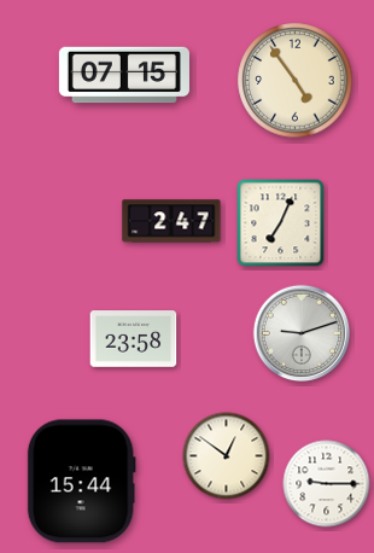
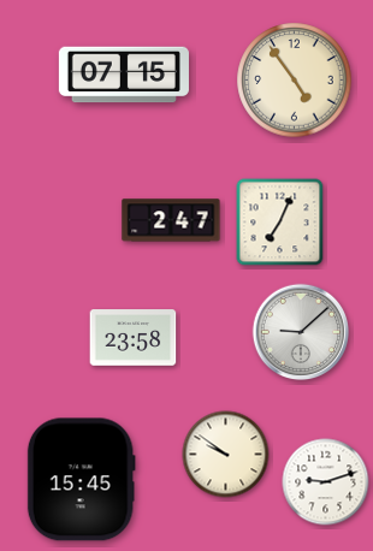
clock at (302, 333): 9:12 -> 9:08
clock at (227, 456): 12:51 -> 9:51
clock at (81, 482): 15:44 -> 15:45
clock at (327, 484): 9:15 -> 9:12
